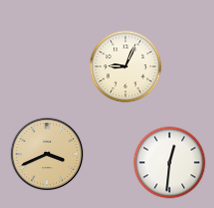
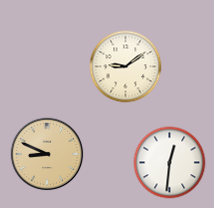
clock at (126, 67): 9:04 -> 9:09
clock at (47, 154): 3:41 -> 8:49
